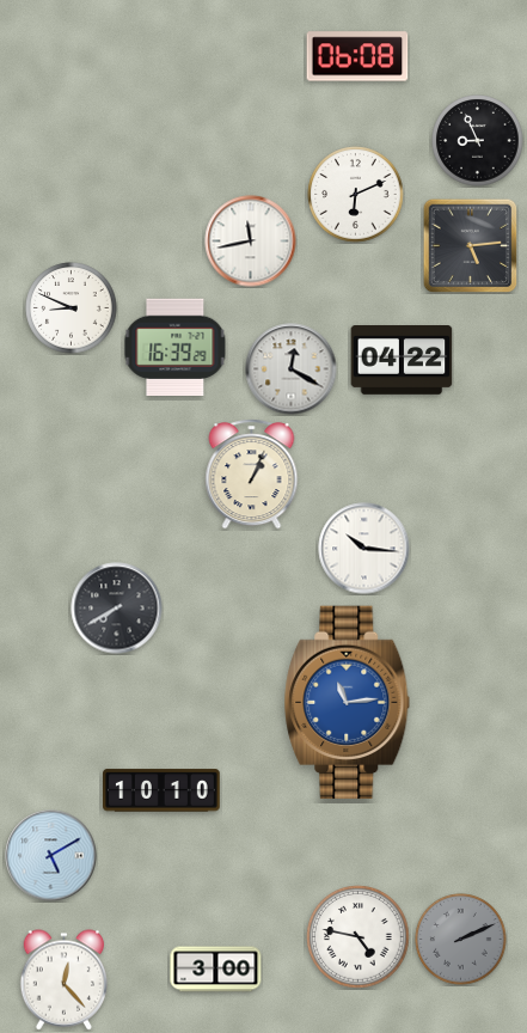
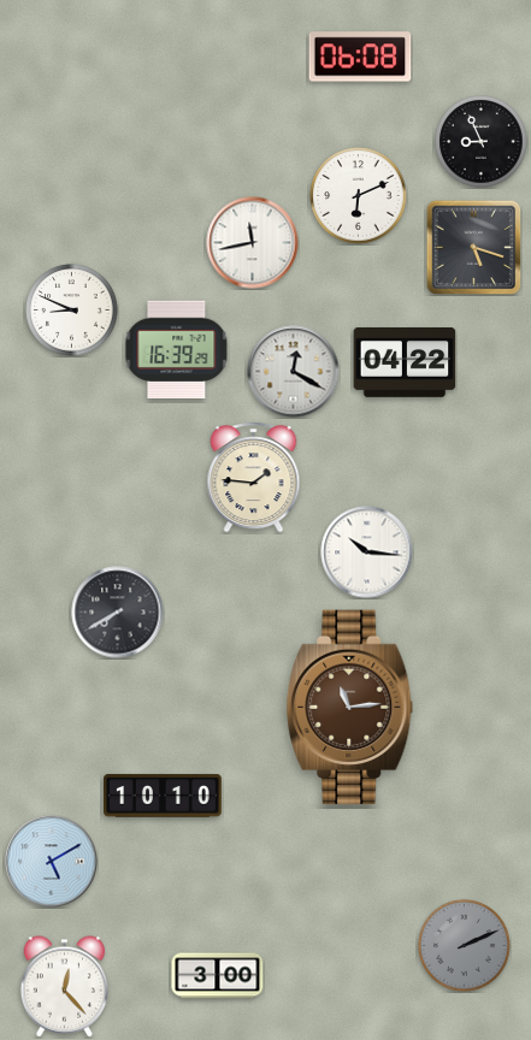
clock at (470, 245): 5:14 -> 5:18
clock at (252, 475): 1:04 -> 1:46
clock at (348, 703) dial: blue -> brown
clock at (359, 937): 4:47 -> none
